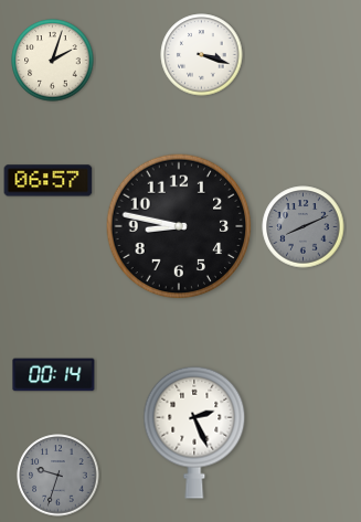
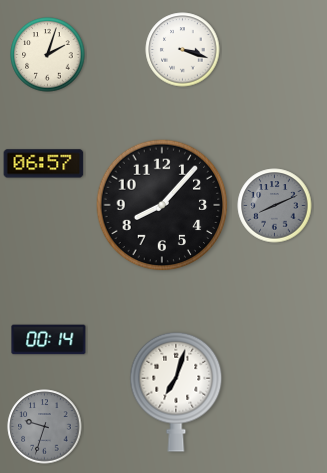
clock at (179, 226): 8:47 -> 8:07
clock at (194, 433): 2:26 -> 7:03
clock at (59, 476) position: (59, 476) -> (45, 427)
